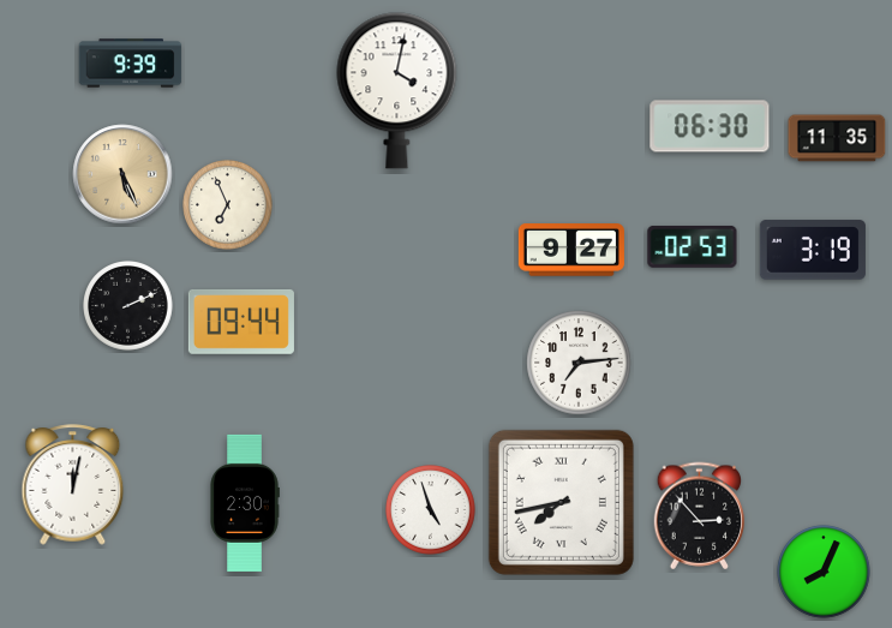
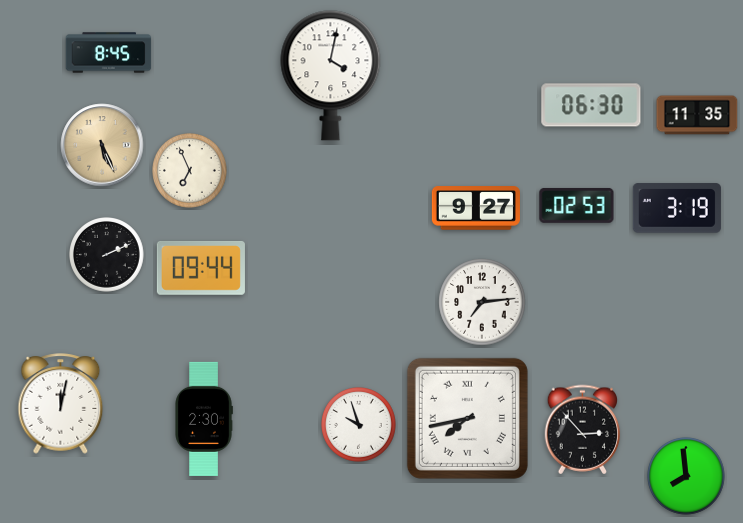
clock at (131, 64): 9:39 -> 8:45
clock at (431, 510): 4:57 -> 9:57
clock at (824, 572): 8:04 -> 7:59
